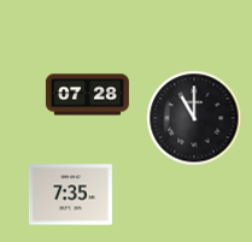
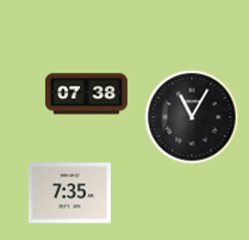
clock at (87, 95): 07:28 -> 07:38
clock at (194, 118): 11:00 -> 11:05
